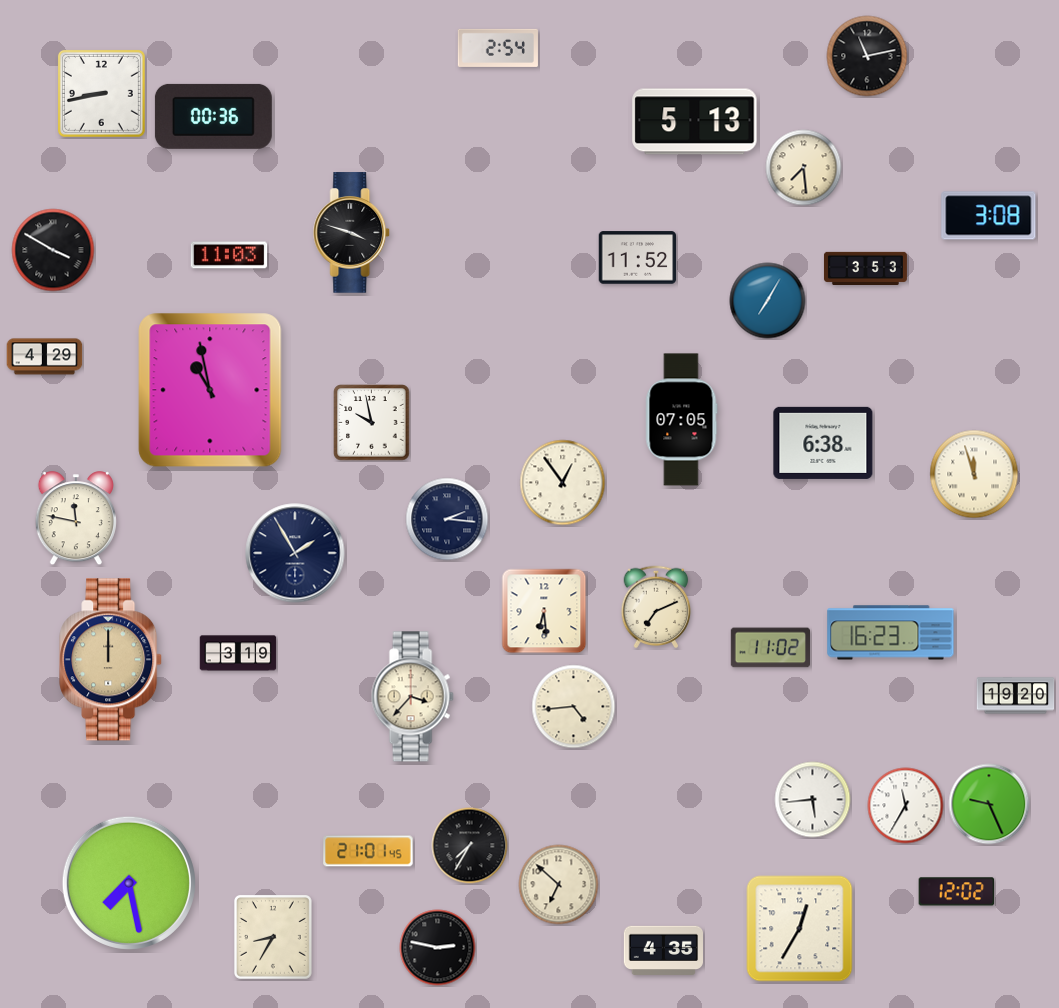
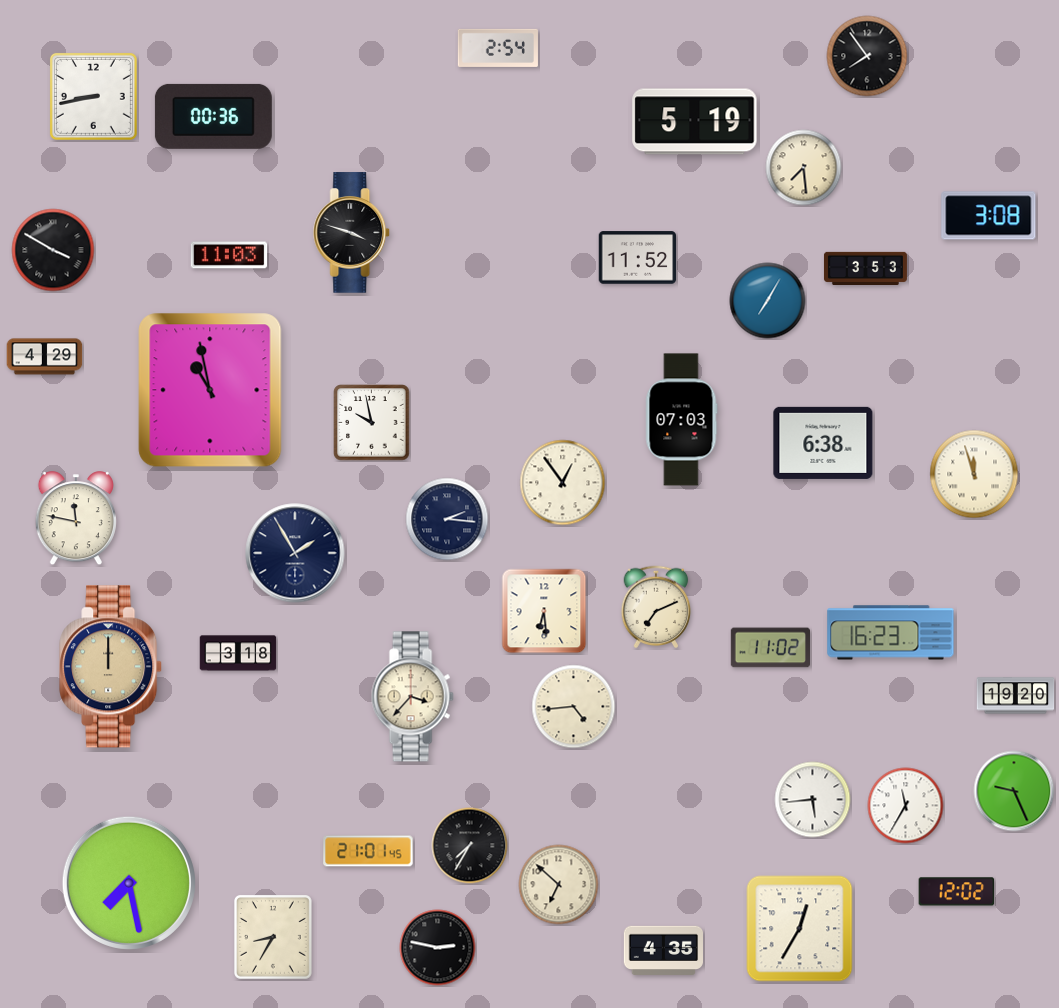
clock at (867, 56): 11:13 -> 7:54
clock at (101, 93) position: (101, 93) -> (93, 96)
clock at (695, 122): 5:13 -> 5:19
clock at (681, 420): 07:05 -> 07:03
clock at (238, 653): 3:19 -> 3:18
clock at (111, 660) position: (111, 660) -> (111, 667)
clock at (989, 804) position: (989, 804) -> (1014, 791)
